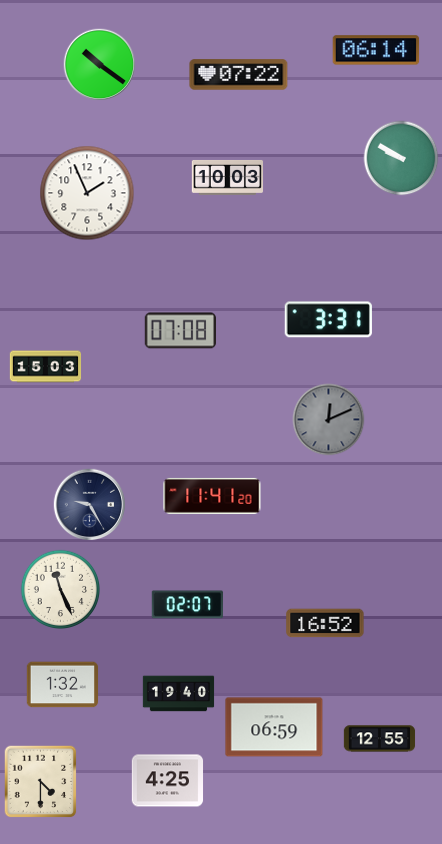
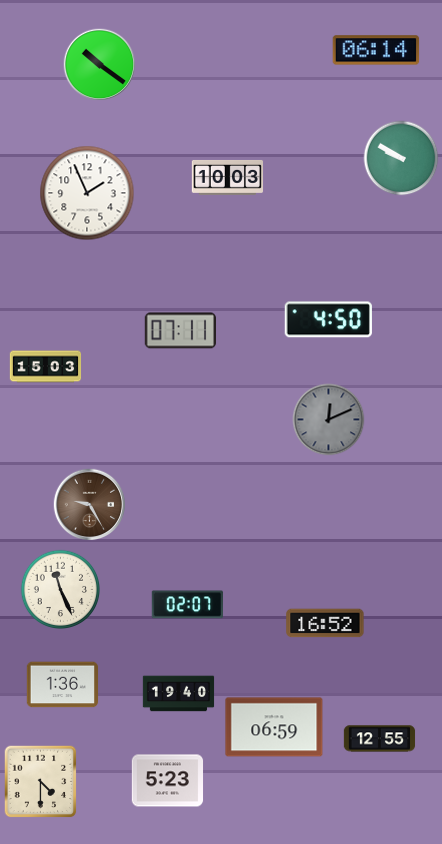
clock at (239, 75): 07:22 -> none
clock at (328, 320): 3:31 -> 4:50
clock at (180, 331): 07:08 -> 07:11
clock at (212, 496): 11:41 -> none
clock at (90, 505) dial: navy -> brown
clock at (63, 685): 1:32 -> 1:36
clock at (168, 781): 4:25 -> 5:23
